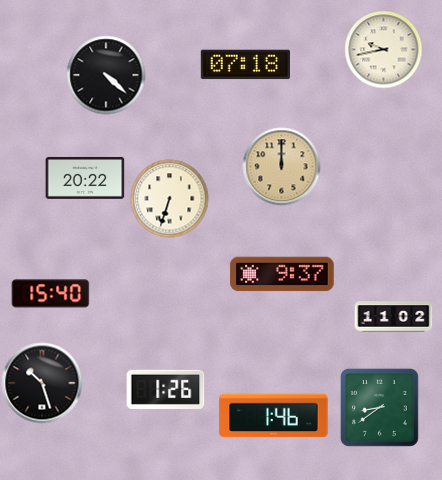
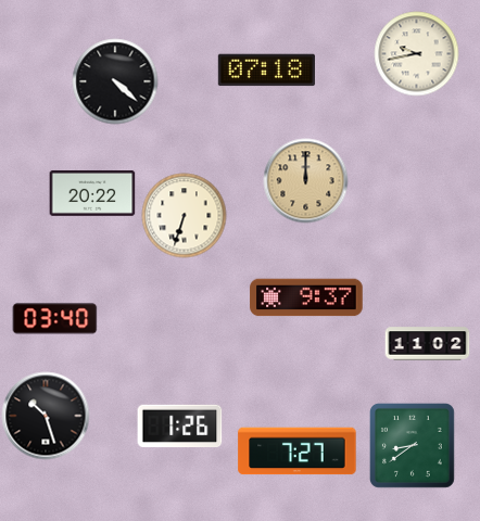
clock at (50, 294): 15:40 -> 03:40
clock at (165, 389) position: (165, 389) -> (179, 425)
clock at (379, 407) position: (379, 407) -> (412, 445)
clock at (274, 416): 1:46 -> 7:27
